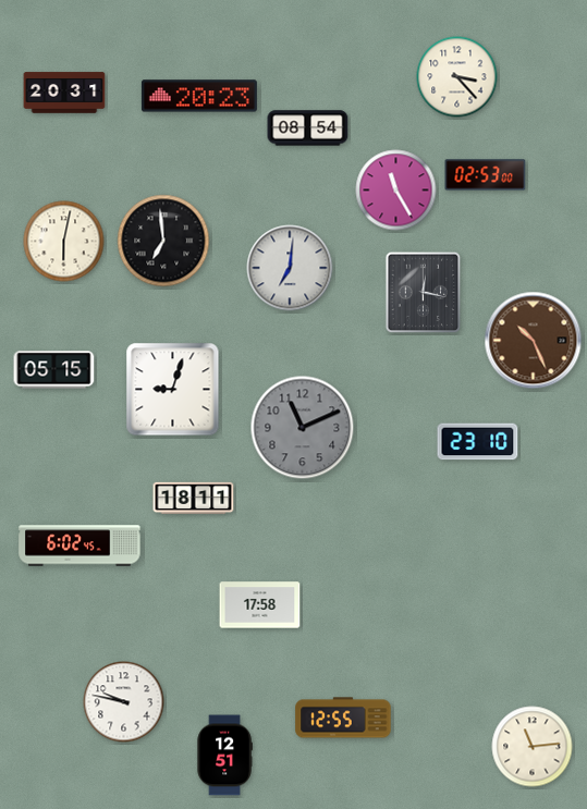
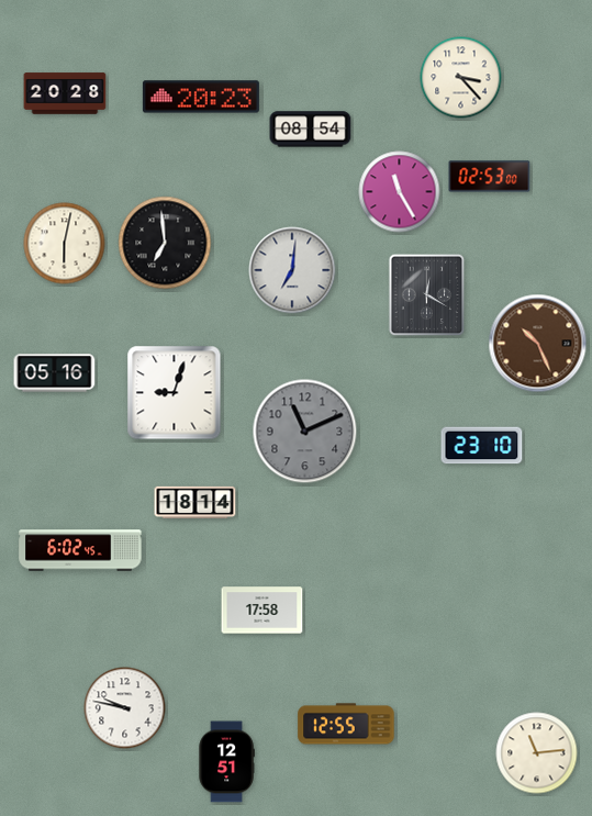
clock at (64, 93): 20:31 -> 20:28
clock at (424, 293): 12:17 -> 12:20
clock at (54, 370): 05:15 -> 05:16
clock at (194, 499): 18:11 -> 18:14
